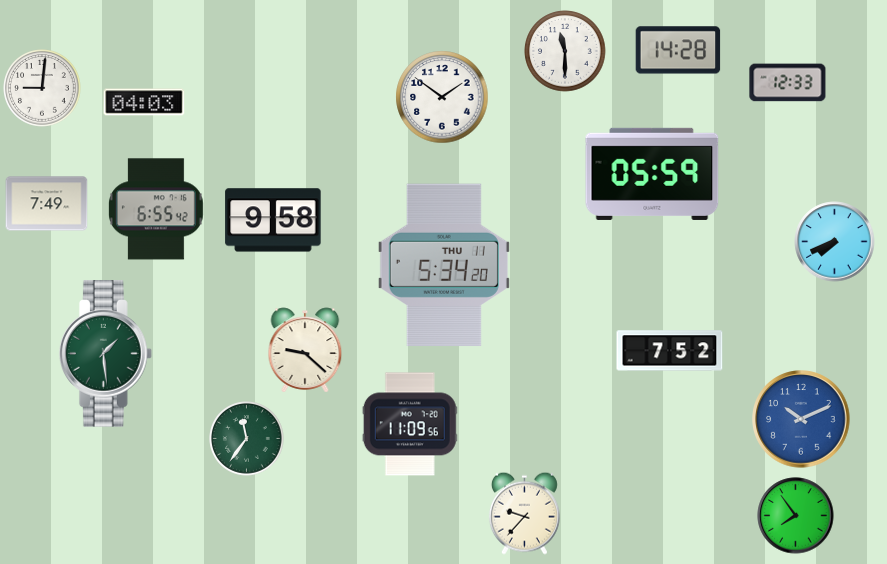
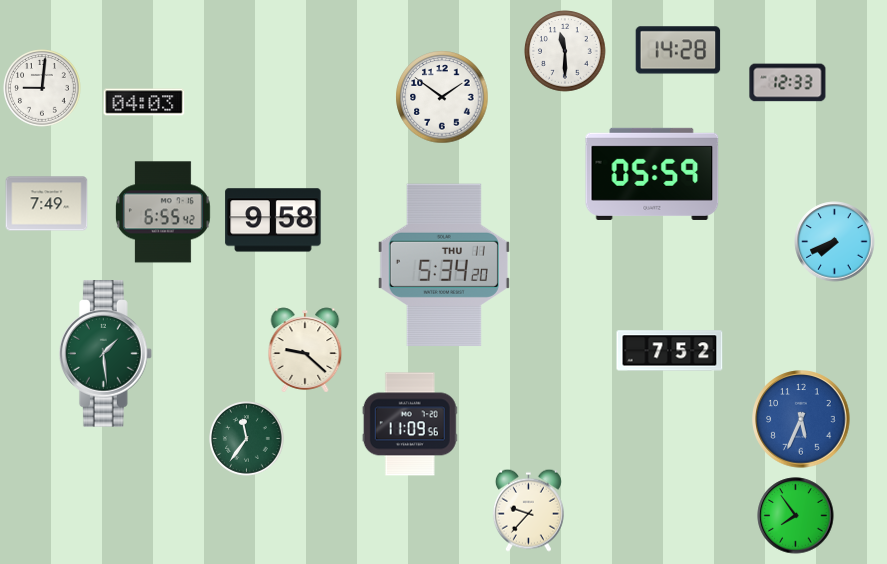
clock at (156, 209) position: (156, 209) -> (163, 212)
clock at (801, 419): 10:11 -> 5:34
clock at (524, 513) position: (524, 513) -> (528, 510)
